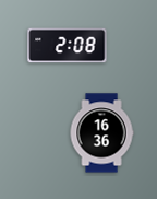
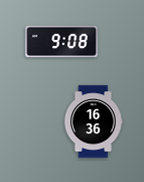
clock at (68, 46): 2:08 -> 9:08
